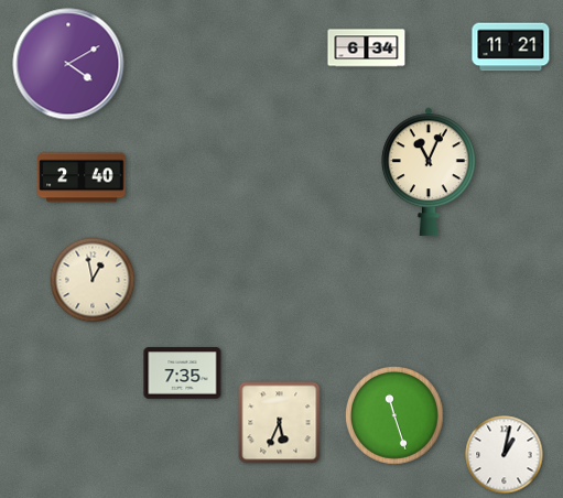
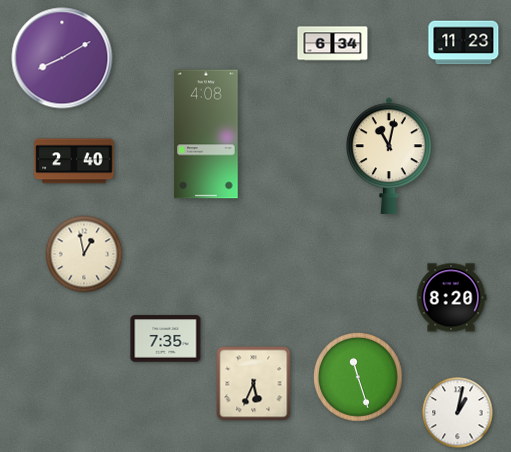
clock at (511, 47): 11:21 -> 11:23
clock at (68, 64): 4:10 -> 8:10
clock at (206, 134): none -> 4:08
clock at (429, 172): 11:04 -> 11:02
clock at (451, 298): none -> 8:20
